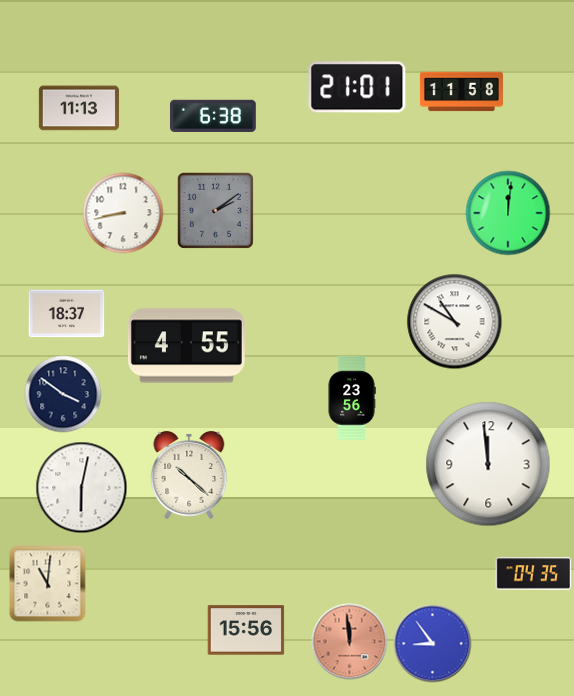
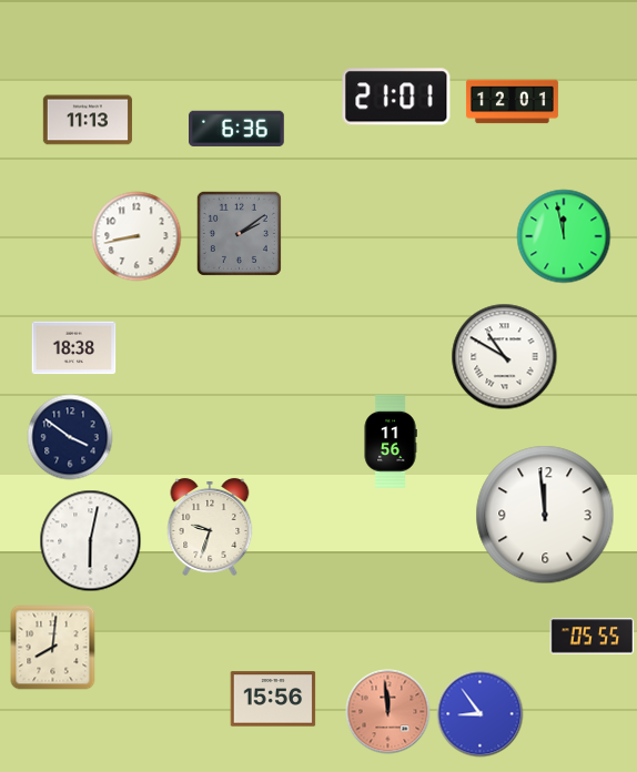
clock at (461, 92): 11:58 -> 12:01
clock at (214, 116): 6:38 -> 6:36
clock at (508, 213): 12:01 -> 11:58
clock at (67, 314): 18:37 -> 18:38
clock at (186, 346): 4:55 -> none
clock at (352, 398): 23:56 -> 11:56
clock at (488, 464) position: (488, 464) -> (545, 515)
clock at (189, 475): 10:22 -> 9:33
clock at (534, 574): 04:35 -> 05:55
clock at (48, 584): 11:01 -> 8:01
